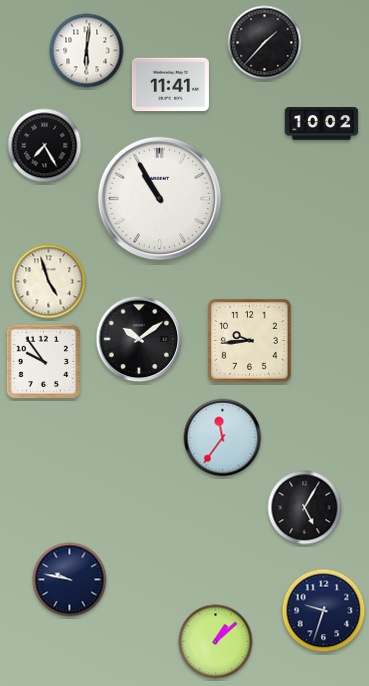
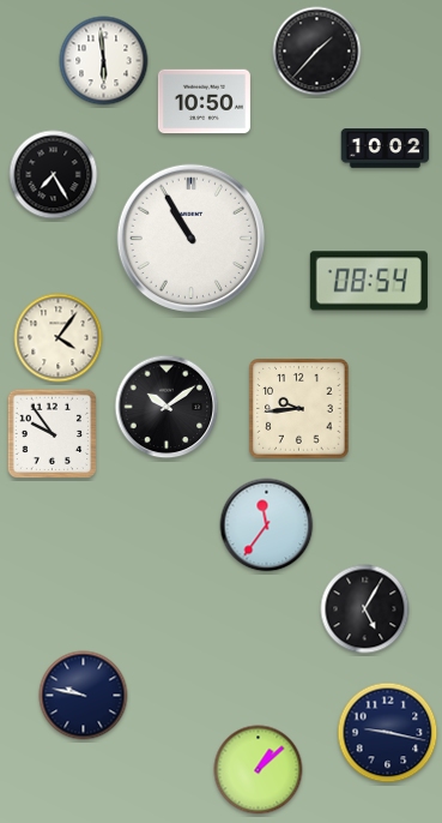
clock at (87, 51): 6:01 -> 5:59
clock at (170, 85): 11:41 -> 10:50
clock at (369, 281): none -> 08:54
clock at (49, 282): 4:57 -> 4:06
clock at (324, 611): 9:33 -> 9:17
